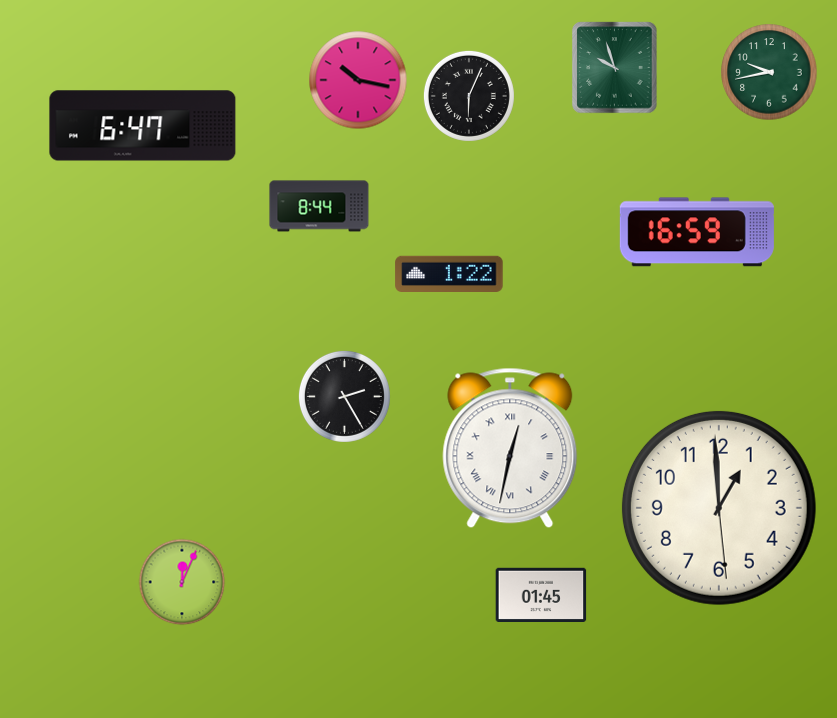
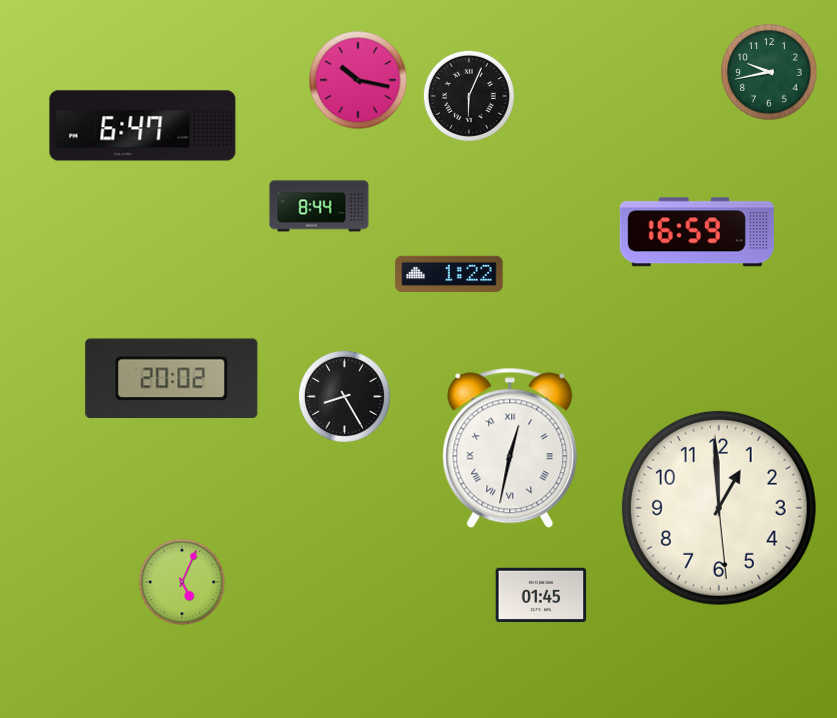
clock at (615, 68): 9:57 -> none
clock at (172, 379): none -> 20:02
clock at (344, 396): 2:25 -> 8:25
clock at (182, 582): 12:04 -> 5:04
